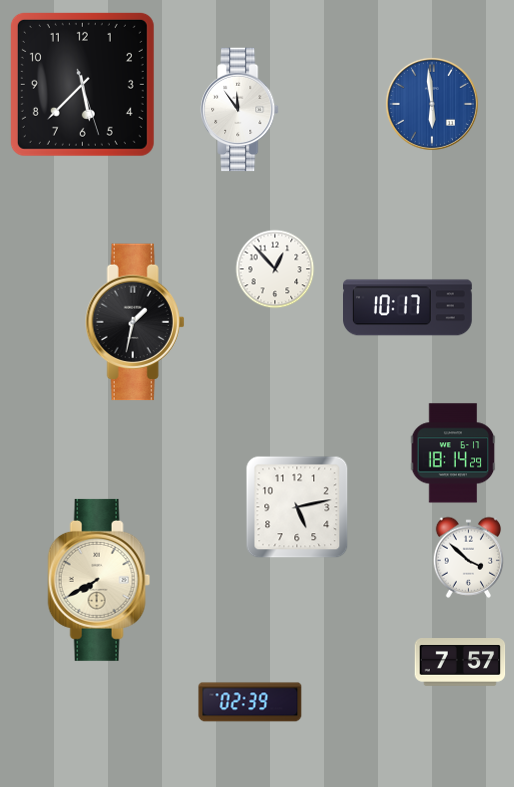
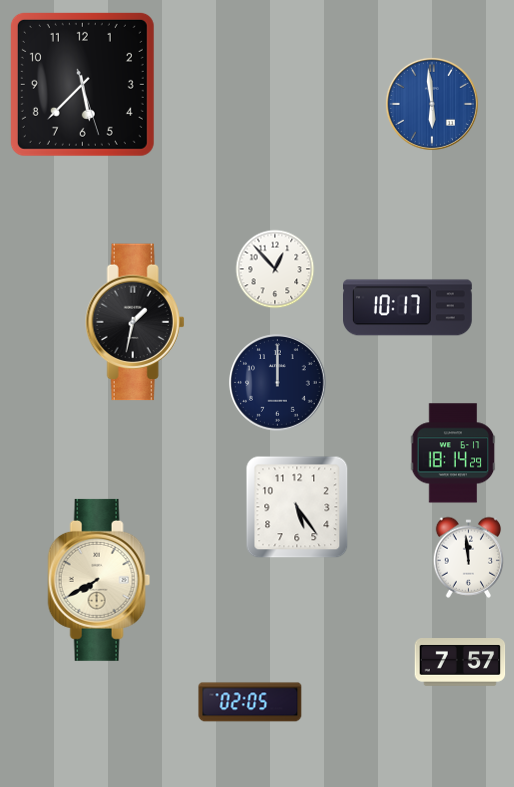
clock at (240, 110): 11:54 -> none
clock at (278, 383): none -> 12:00
clock at (297, 507): 5:13 -> 5:24
clock at (469, 557): 3:52 -> 11:59
clock at (250, 702): 02:39 -> 02:05
